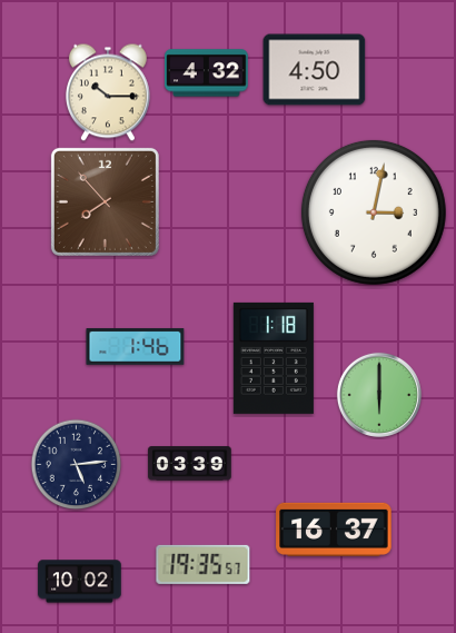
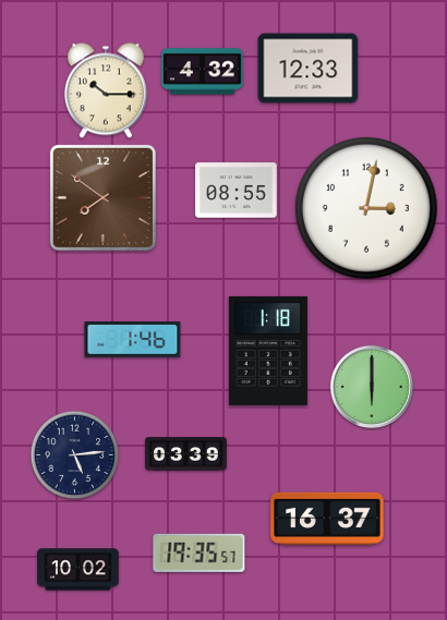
clock at (315, 70): 4:50 -> 12:33
clock at (237, 191): none -> 08:55
clock at (105, 201): 7:53 -> 7:51
